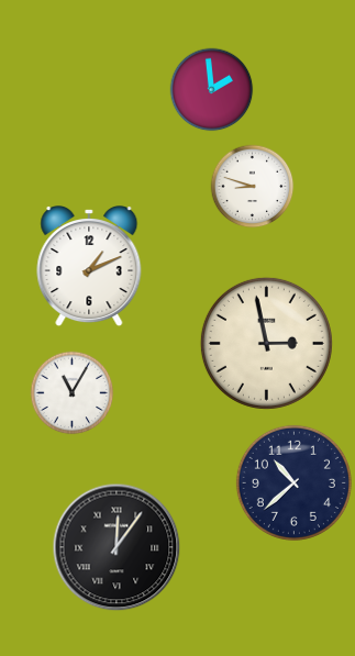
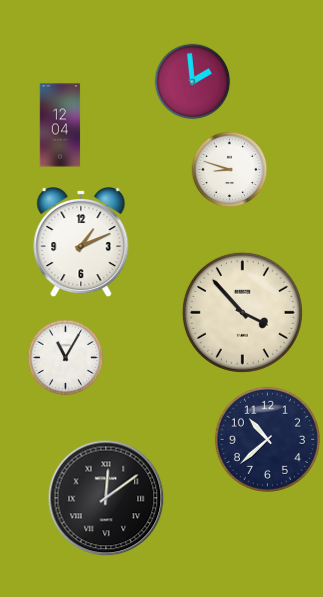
clock at (60, 125): none -> 12:04
clock at (266, 343): 2:58 -> 3:53
clock at (117, 547): 12:06 -> 12:09
